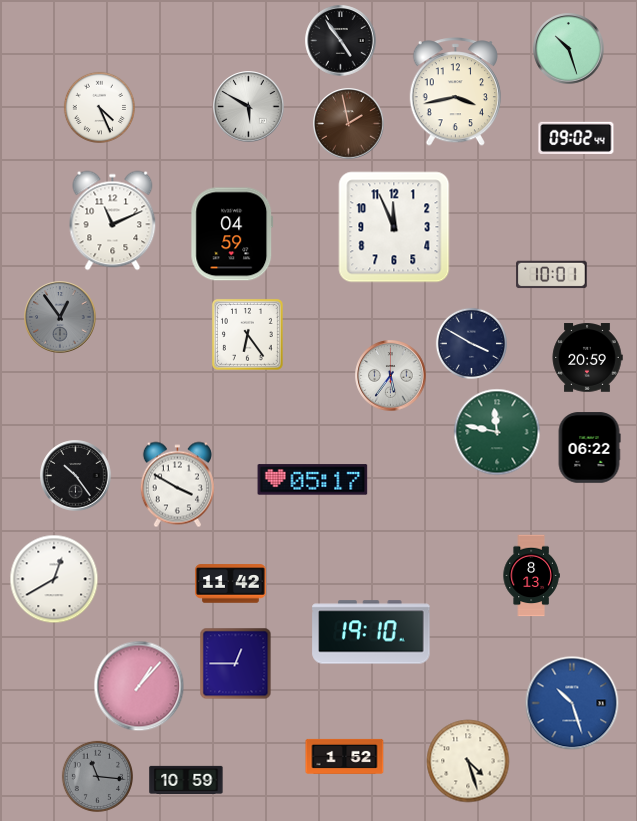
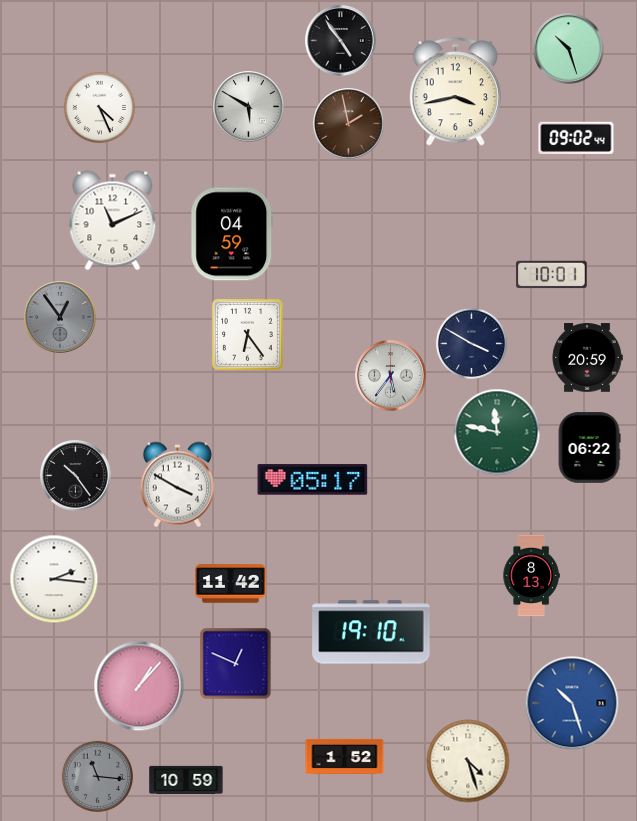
clock at (394, 227): 11:56 -> none
clock at (54, 579): 12:40 -> 2:16
clock at (236, 664): 12:45 -> 12:49
